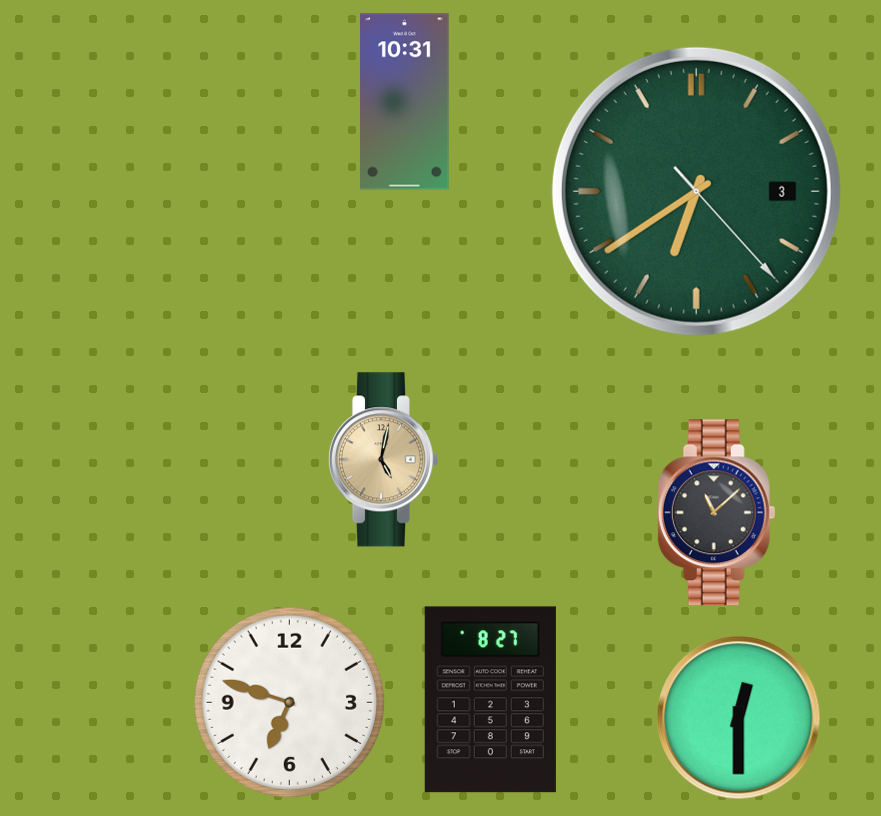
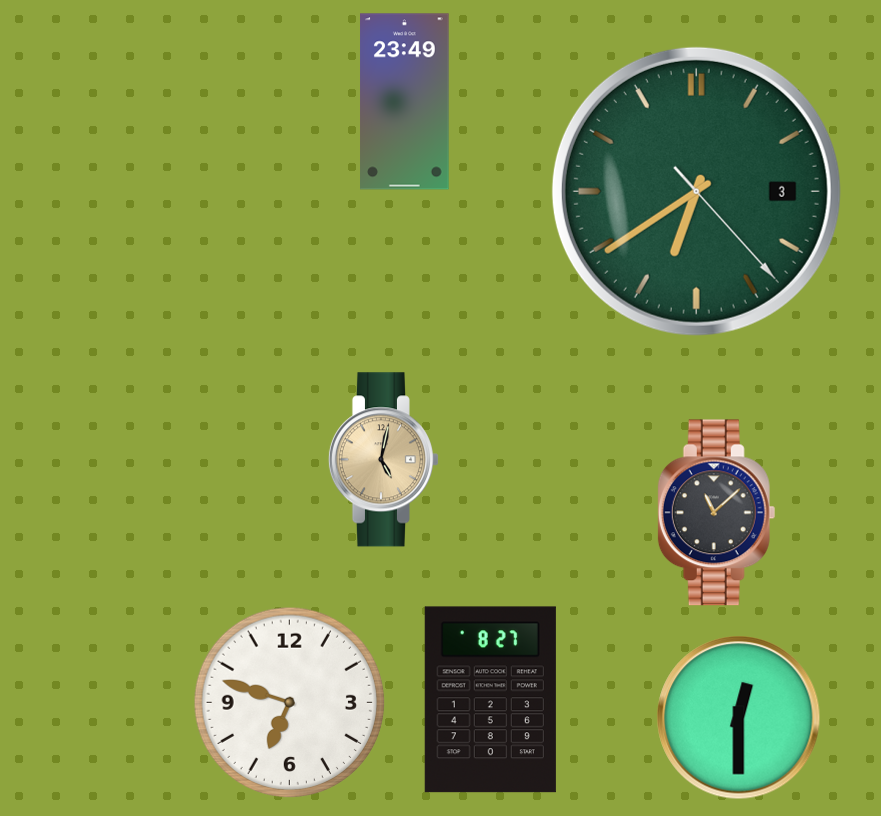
clock at (405, 102): 10:31 -> 23:49
